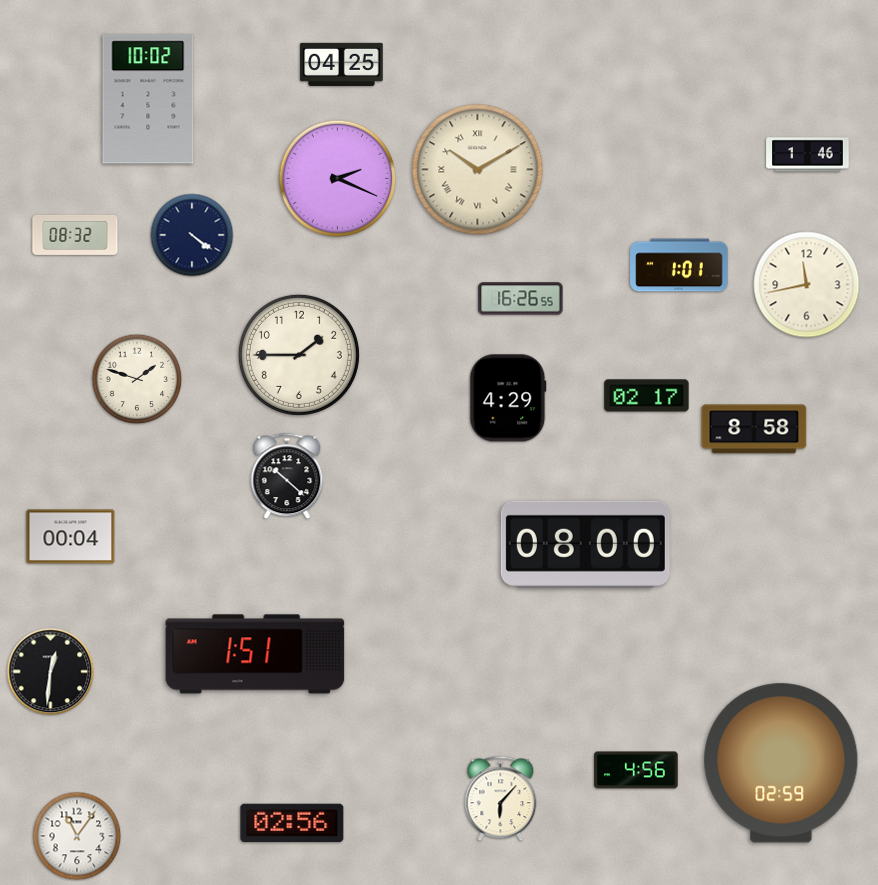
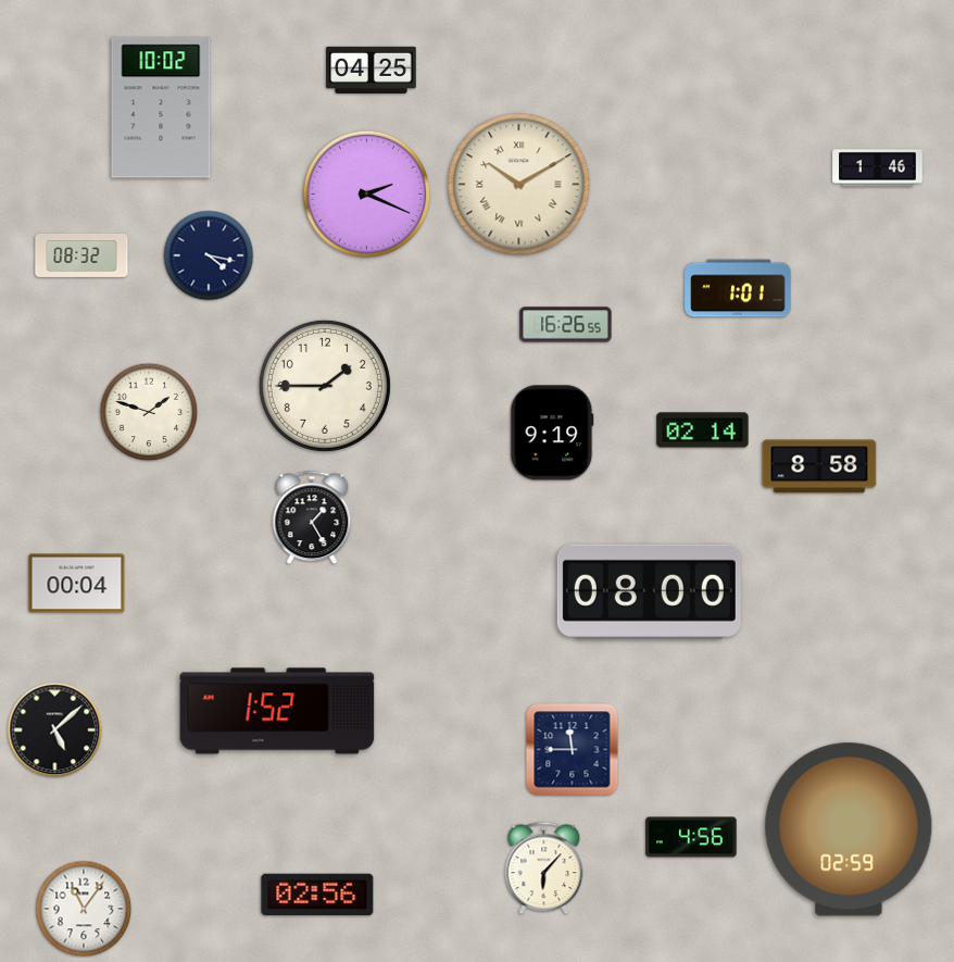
clock at (192, 235): 4:21 -> 4:17
clock at (807, 285): 11:43 -> none
clock at (647, 396): 02:17 -> 02:14
clock at (508, 398): 4:29 -> 9:19
clock at (287, 476): 10:22 -> 1:25
clock at (585, 544) position: (585, 544) -> (649, 591)
clock at (255, 654): 1:51 -> 1:52
clock at (51, 672): 12:31 -> 5:08
clock at (573, 750): none -> 11:45
